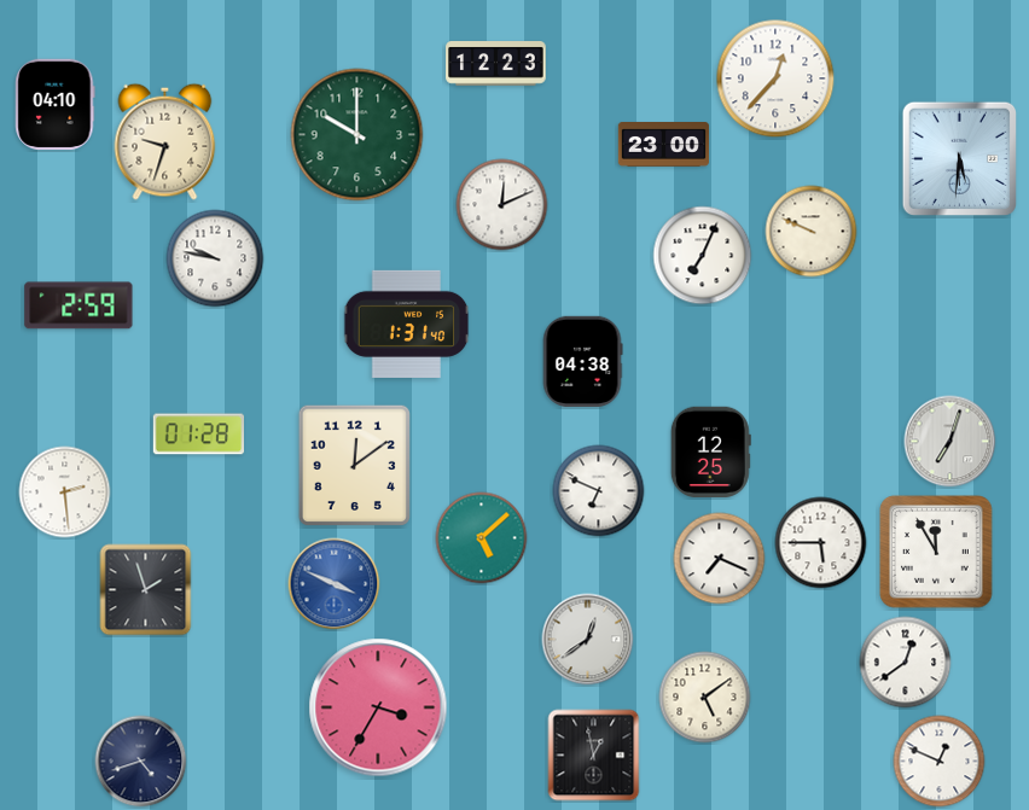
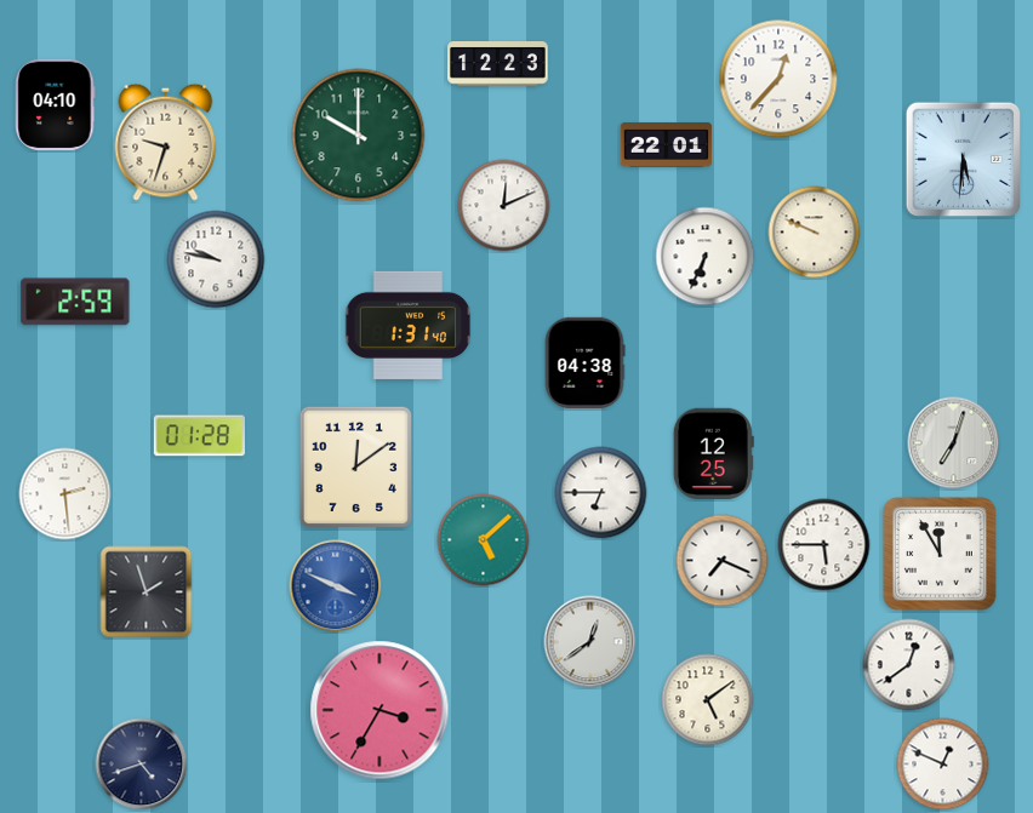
clock at (664, 145): 23:00 -> 22:01
clock at (703, 256): 7:04 -> 6:34
clock at (79, 305) position: (79, 305) -> (75, 302)
clock at (599, 491): 6:49 -> 6:45
clock at (594, 756): 12:58 -> none
